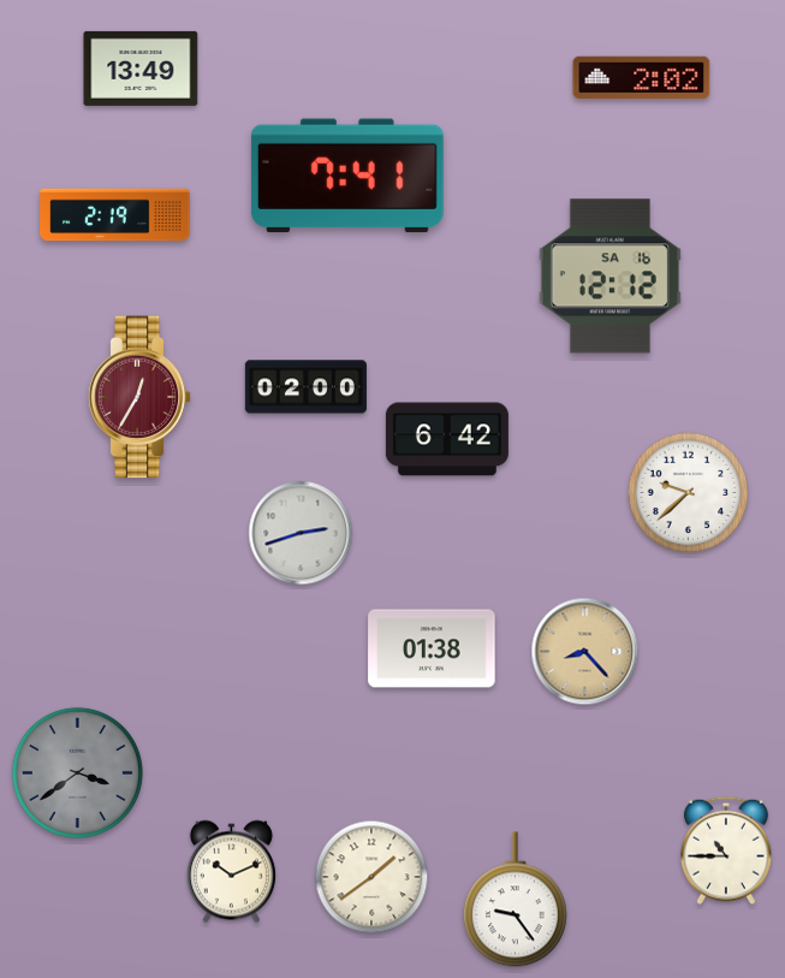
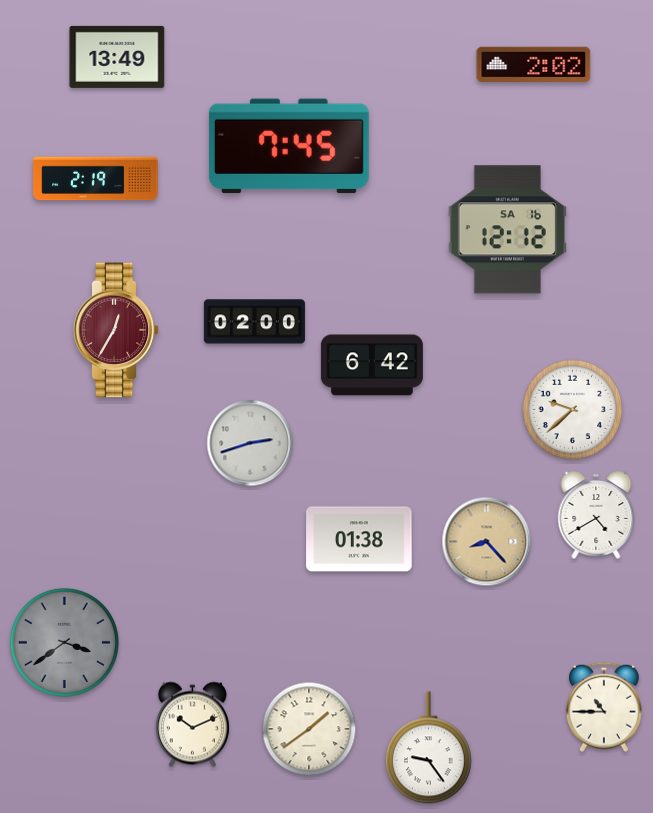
clock at (347, 176): 7:41 -> 7:45
clock at (596, 515): none -> 4:40
